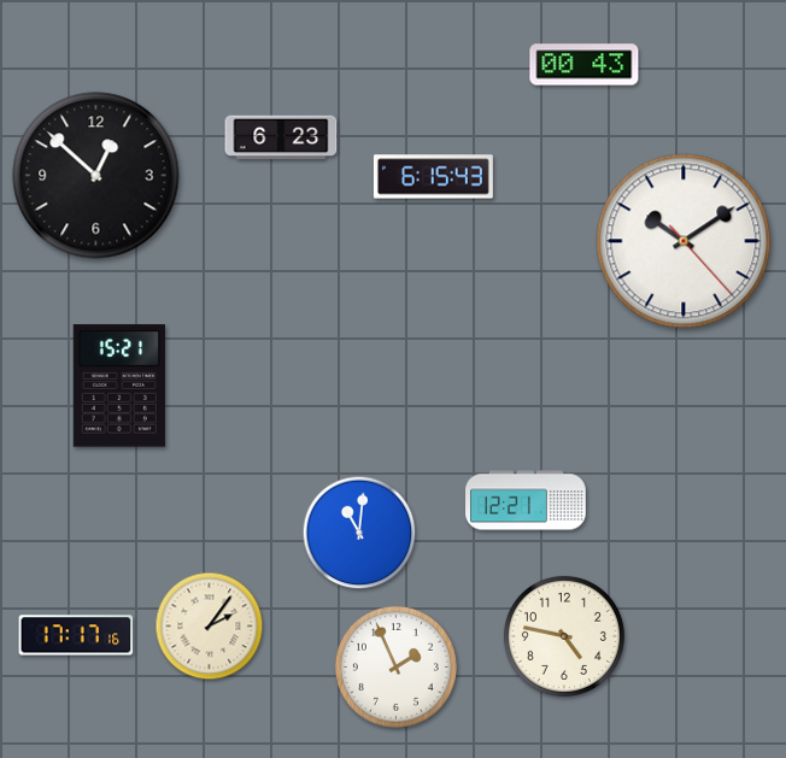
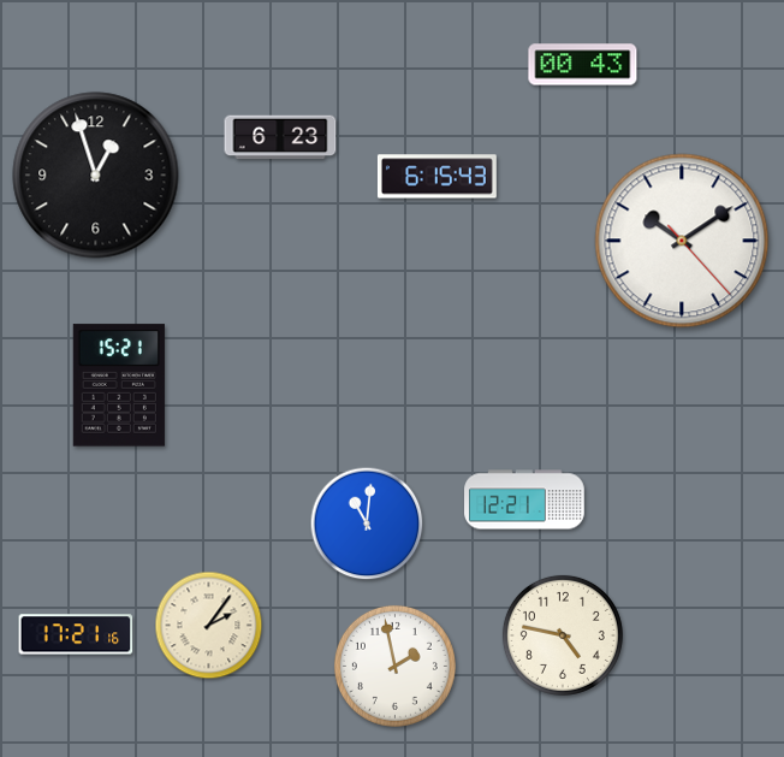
clock at (96, 176): 12:52 -> 12:57
clock at (433, 177) position: (433, 177) -> (436, 177)
clock at (359, 533) position: (359, 533) -> (367, 524)
clock at (76, 635): 17:17 -> 17:21
clock at (395, 666): 1:56 -> 1:58
